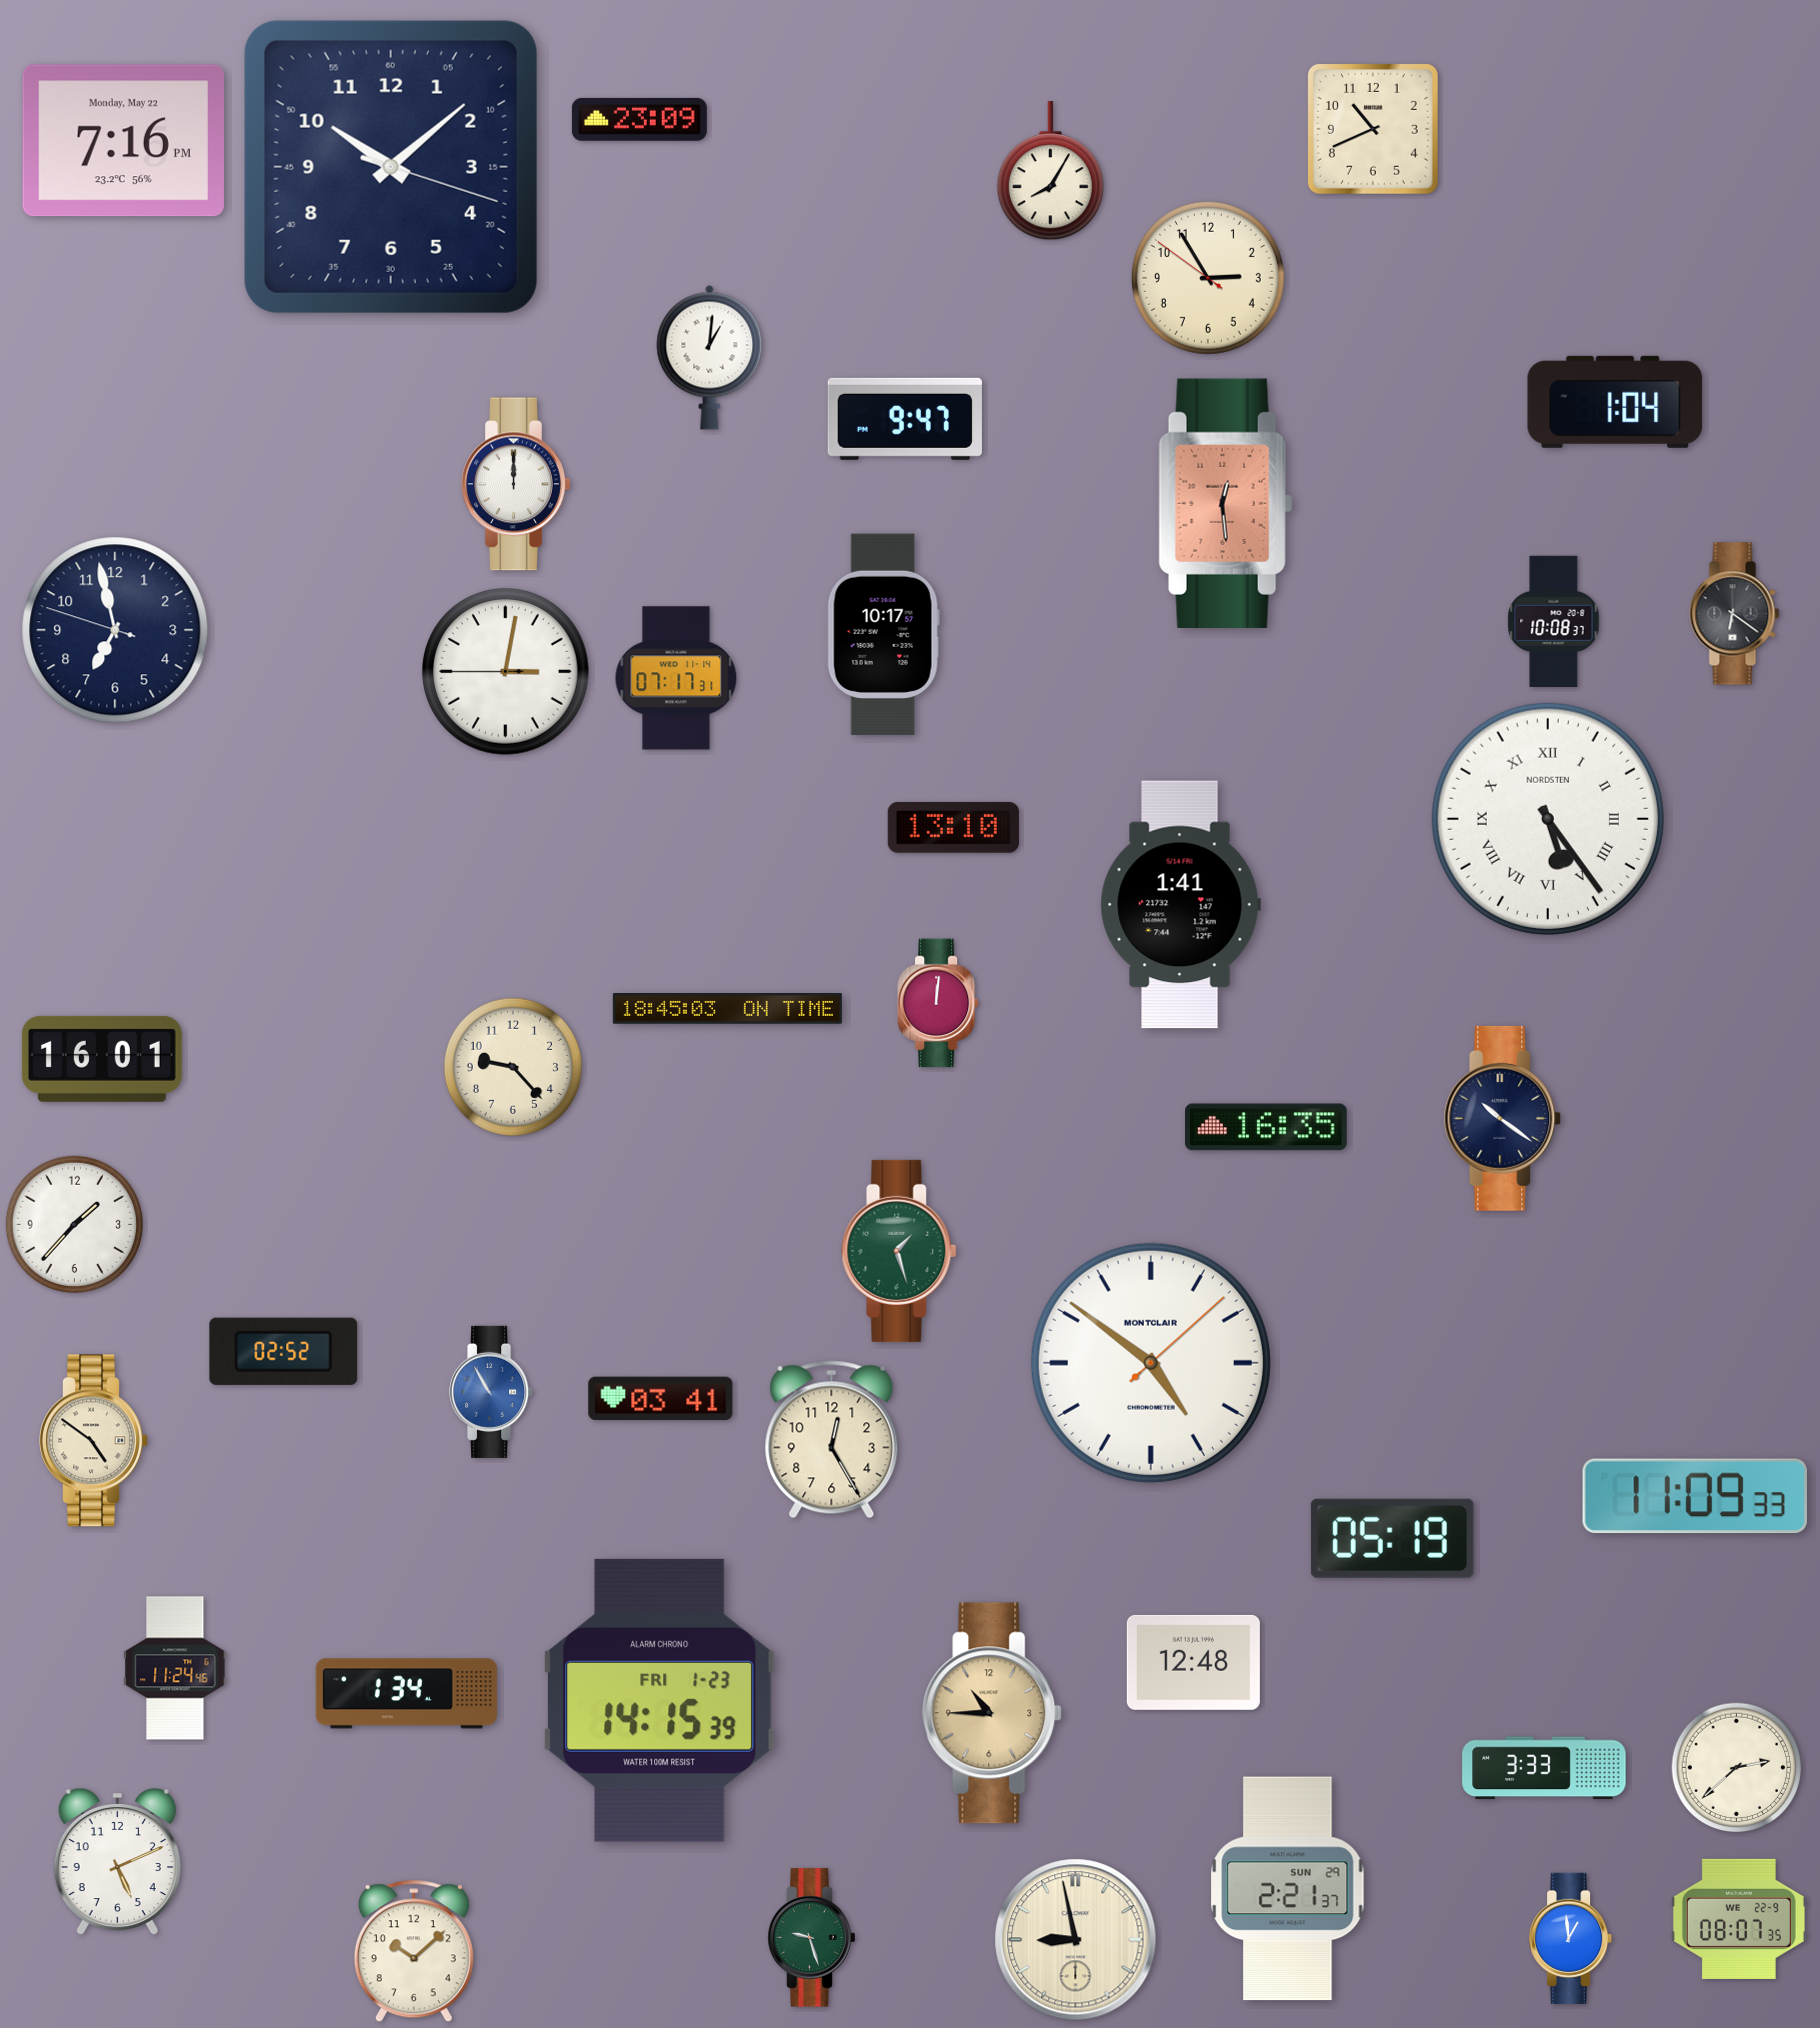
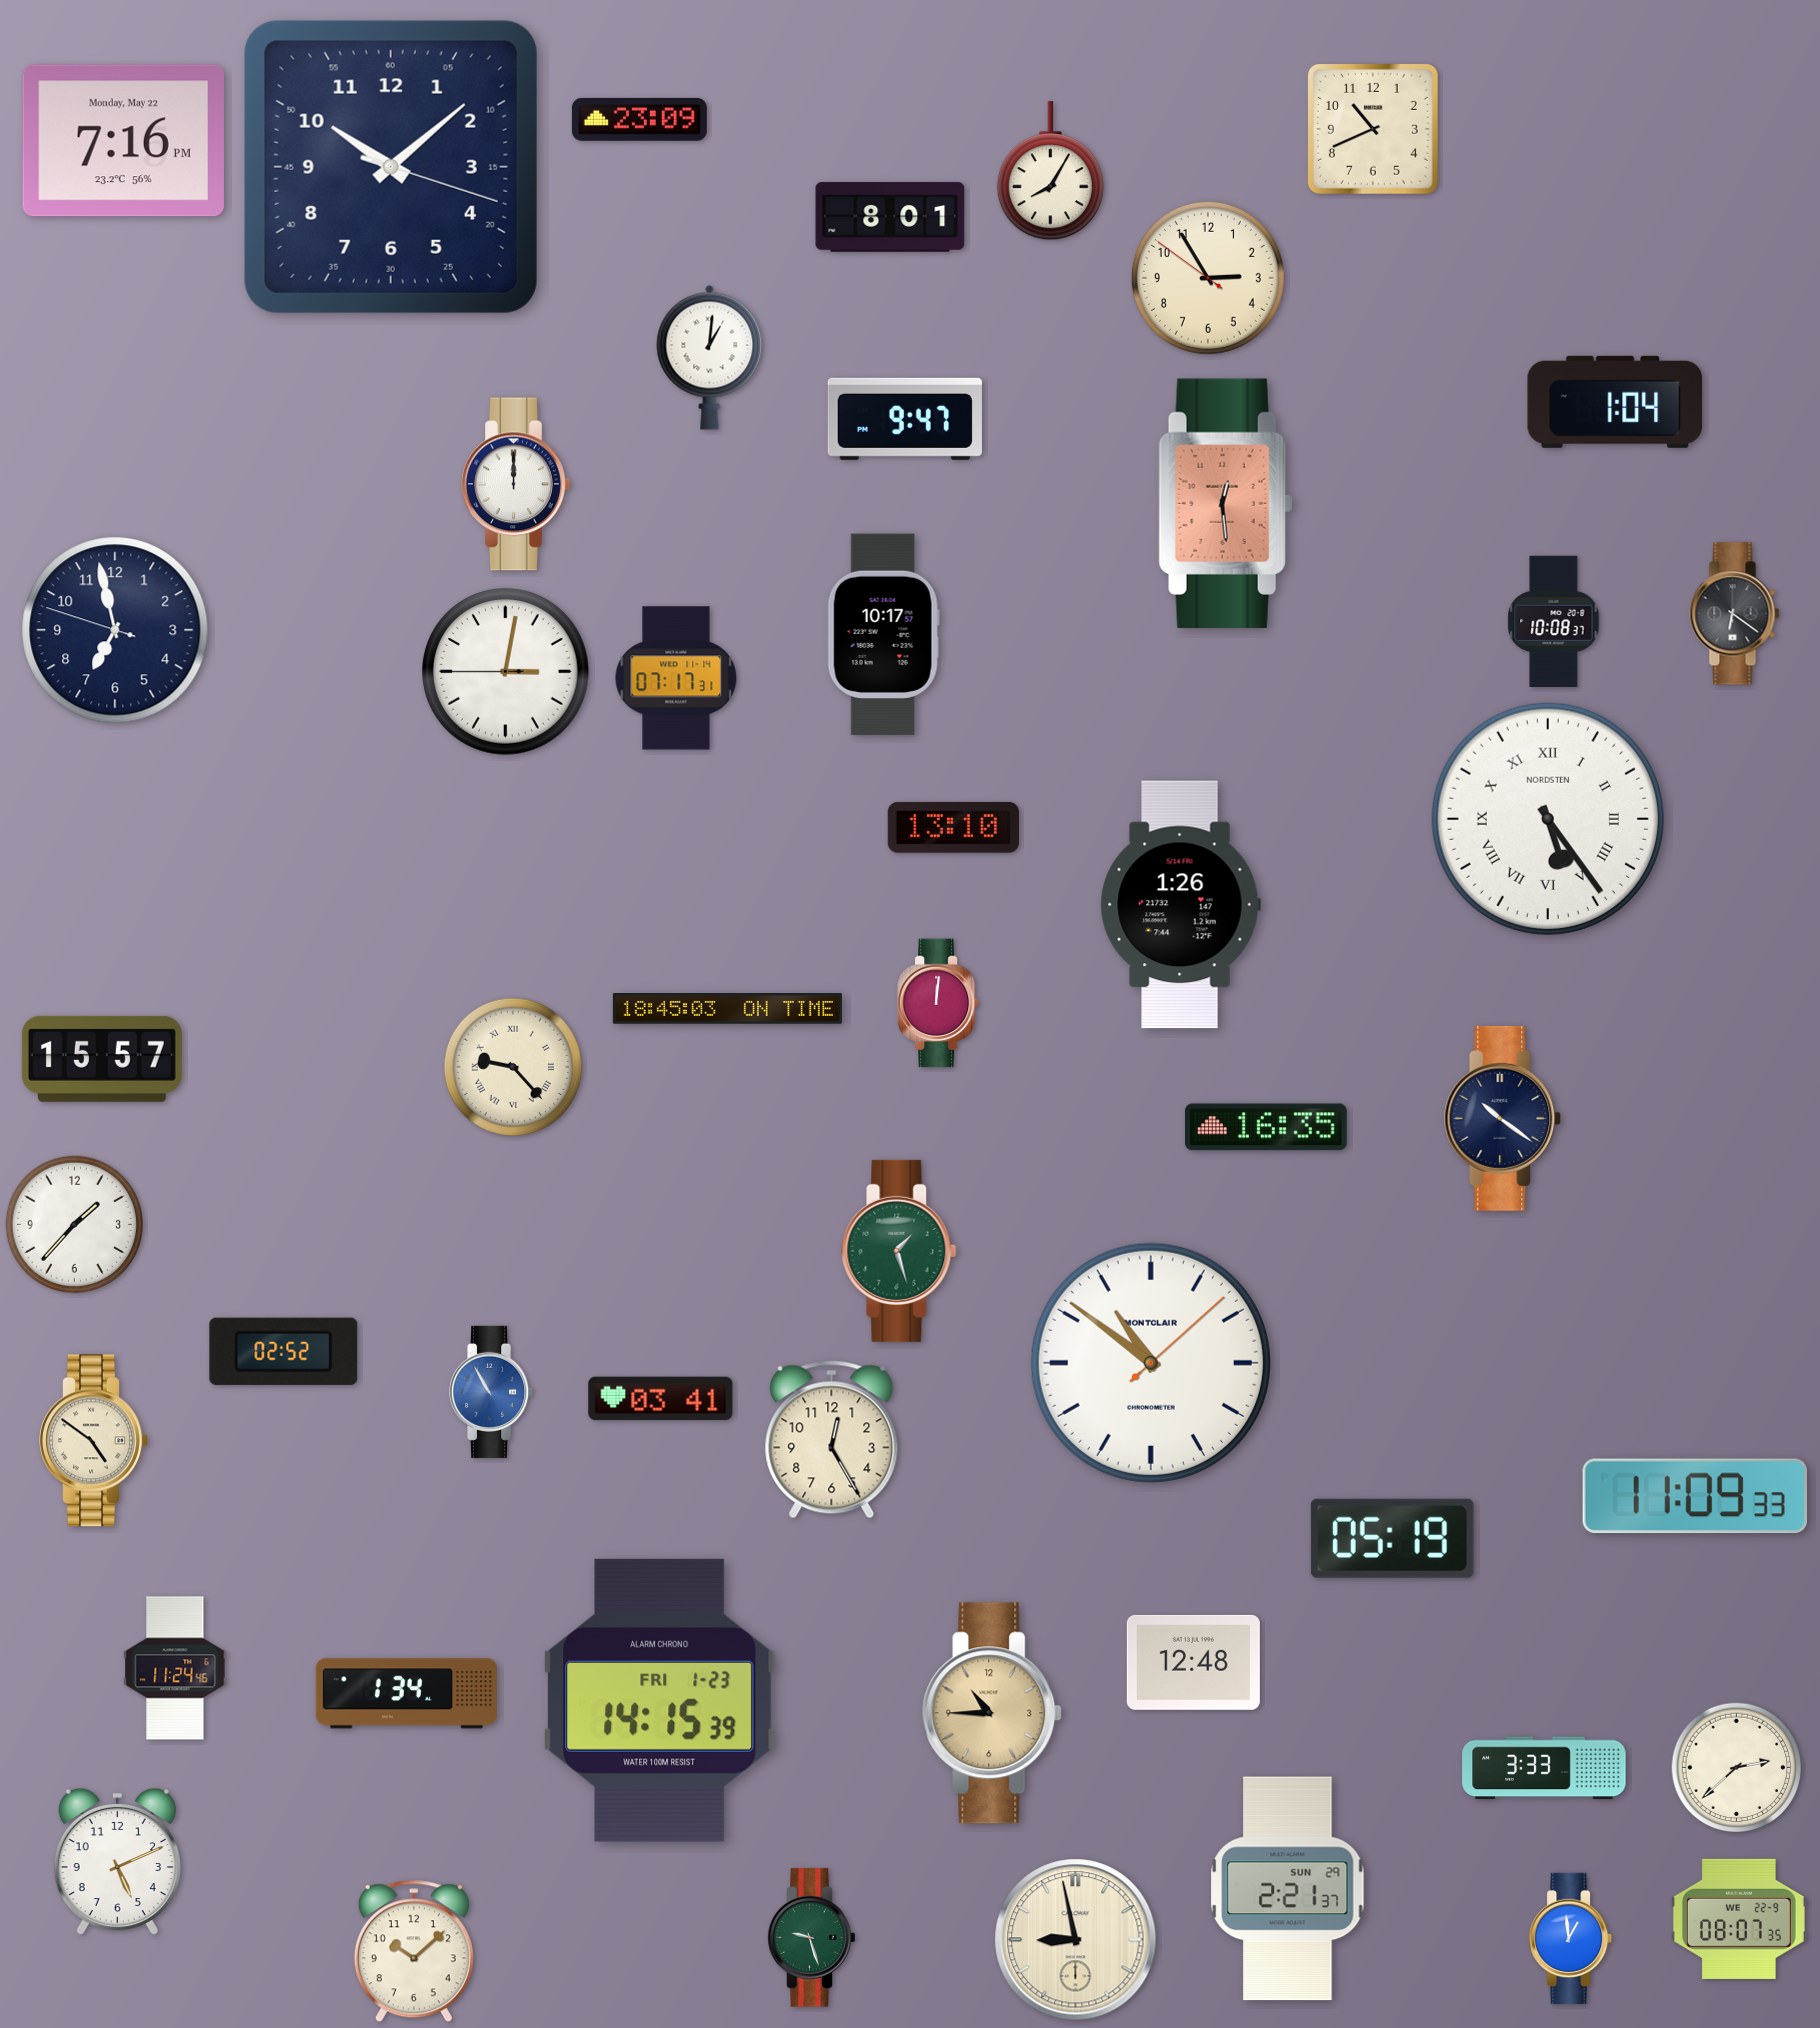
clock at (890, 217): none -> 8:01
clock at (1180, 905): 1:41 -> 1:26
clock at (102, 1059): 16:01 -> 15:57
clock at (513, 1067) numerals: Arabic -> Roman
clock at (1151, 1363): 4:51 -> 10:51
